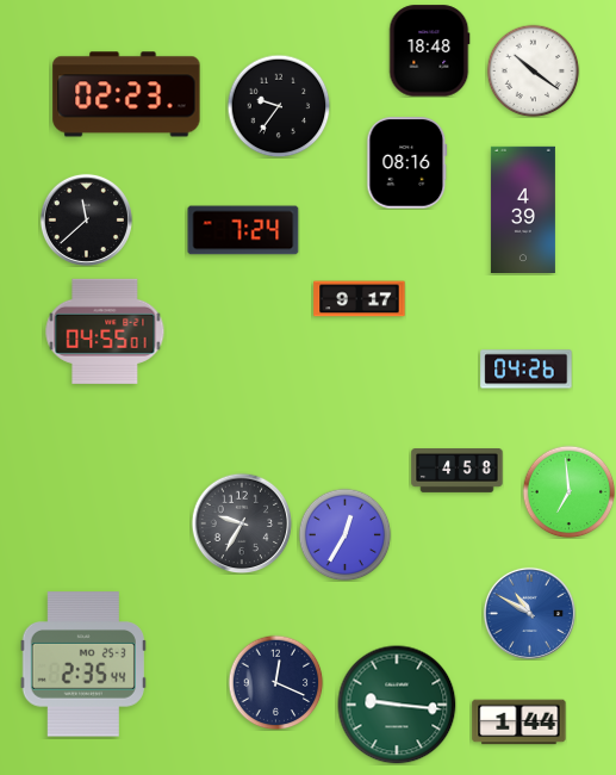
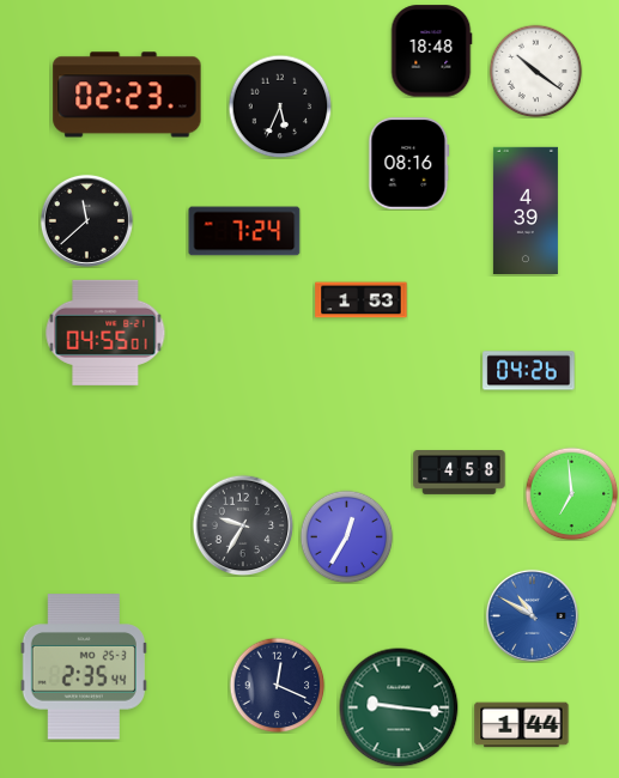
clock at (279, 106): 9:36 -> 5:34
clock at (360, 299): 9:17 -> 1:53
